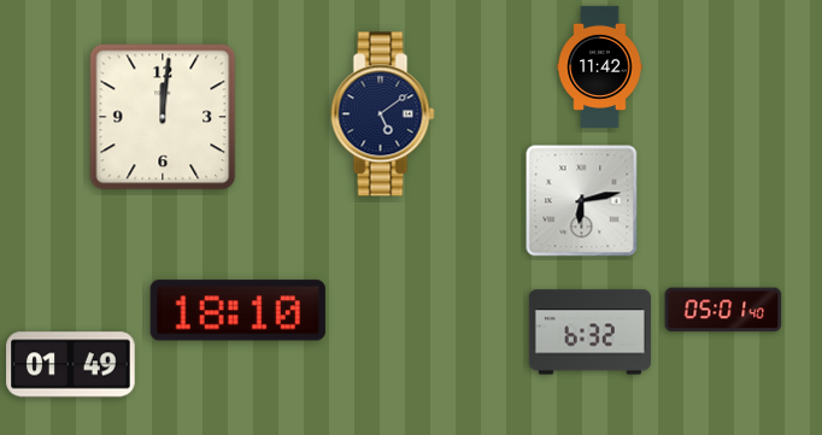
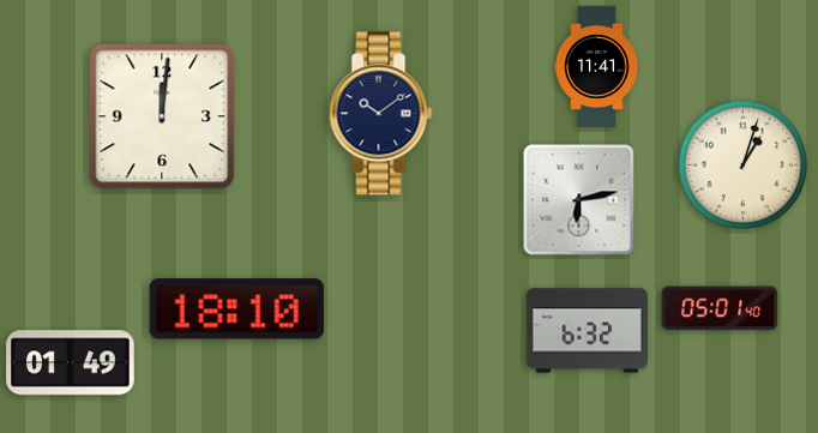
clock at (600, 66): 11:42 -> 11:41
clock at (383, 114): 5:09 -> 10:09
clock at (744, 166): none -> 1:03
